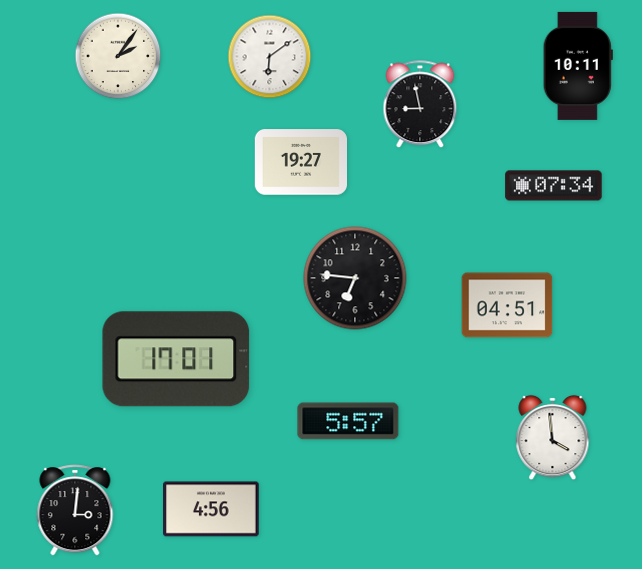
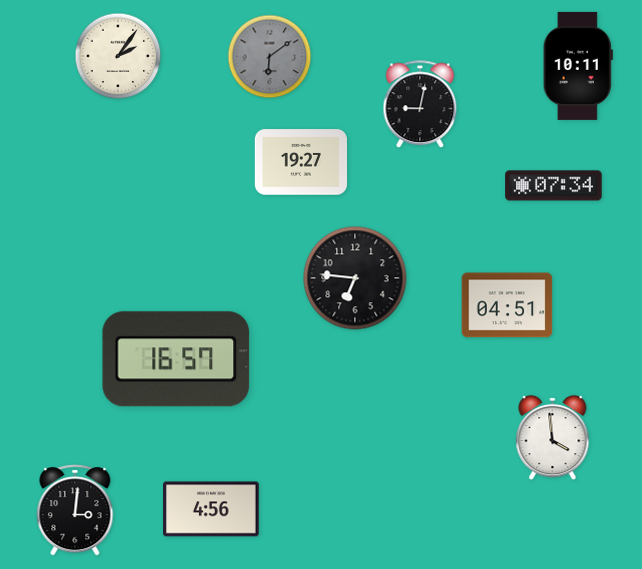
clock at (270, 57) dial: white -> grey
clock at (420, 105): 8:58 -> 9:02
clock at (176, 359): 17:01 -> 16:57
clock at (348, 421): 5:57 -> none
